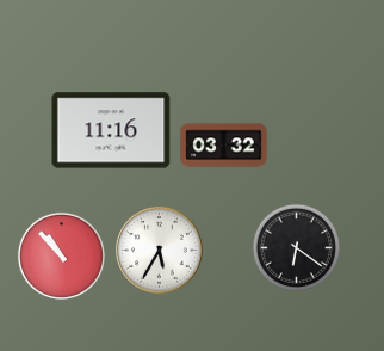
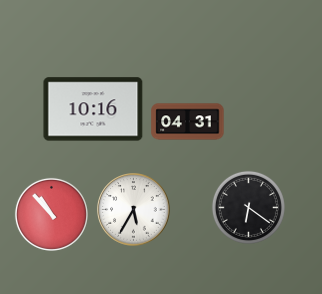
clock at (111, 130): 11:16 -> 10:16
clock at (224, 146): 03:32 -> 04:31
